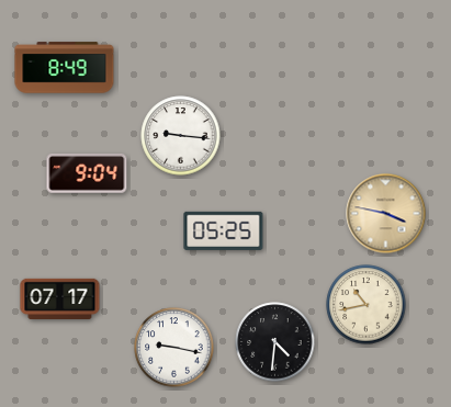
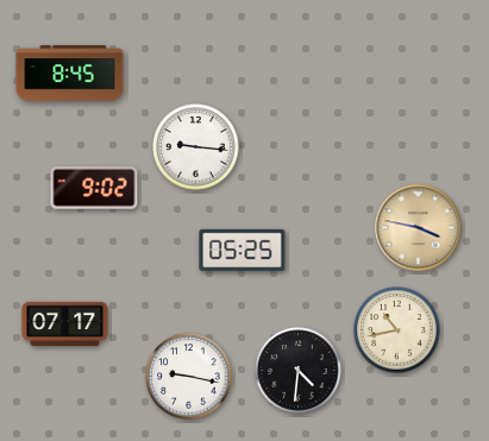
clock at (65, 68): 8:49 -> 8:45
clock at (87, 174): 9:04 -> 9:02
clock at (386, 214) position: (386, 214) -> (419, 228)
